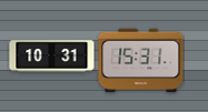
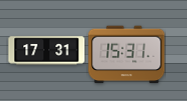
clock at (52, 57): 10:31 -> 17:31
